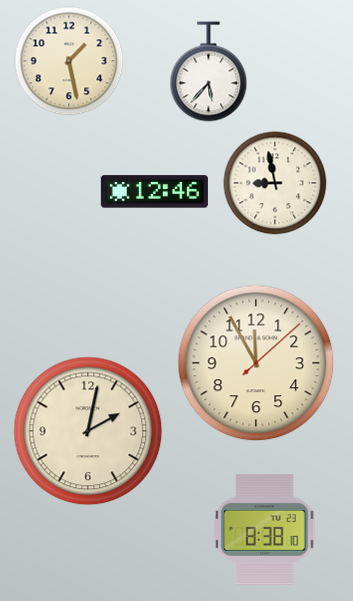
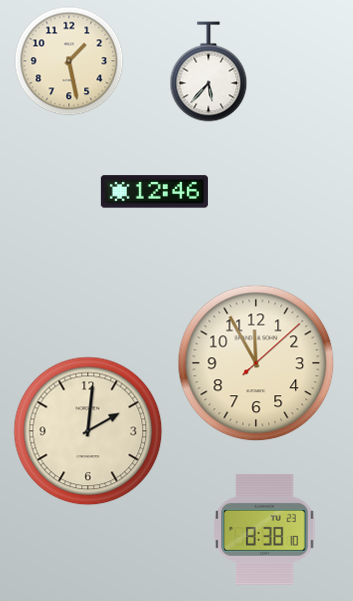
clock at (275, 183): 8:58 -> none
clock at (88, 431): 2:02 -> 2:01
